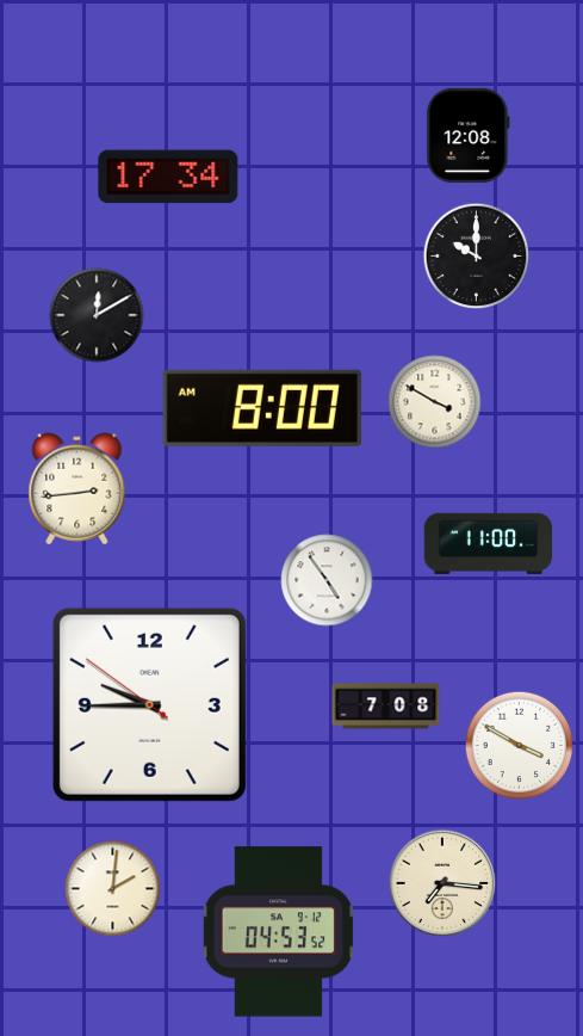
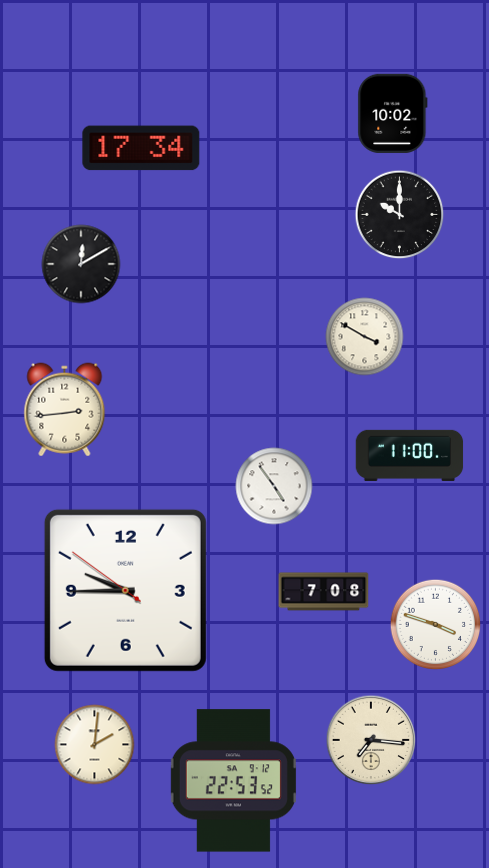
clock at (469, 135): 12:08 -> 10:02
clock at (262, 408): 8:00 -> none
clock at (520, 746): 3:50 -> 3:48
clock at (278, 932): 04:53 -> 22:53
